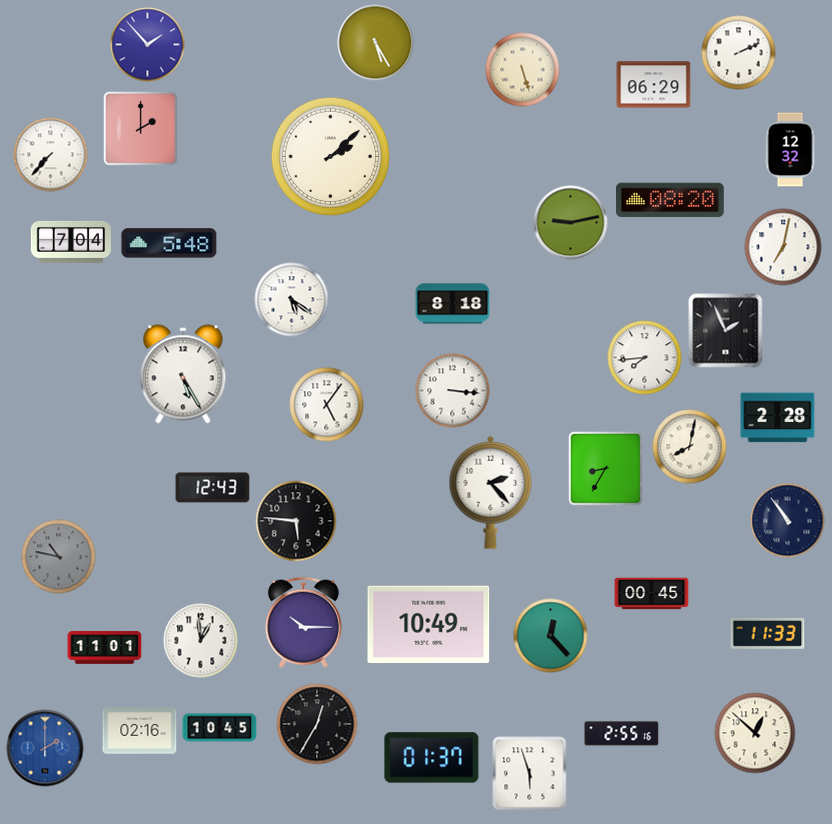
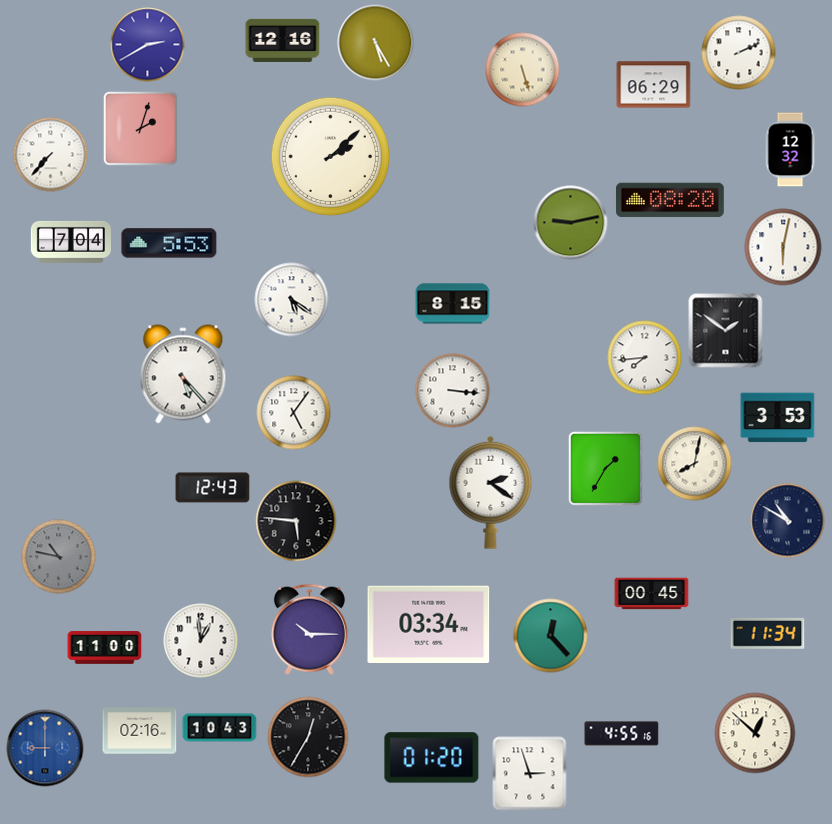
clock at (283, 40): none -> 12:16
clock at (148, 45): 1:53 -> 2:40
clock at (140, 128): 2:00 -> 2:03
clock at (169, 243): 5:48 -> 5:53
clock at (783, 247): 7:02 -> 6:02
clock at (453, 304): 8:18 -> 8:15
clock at (726, 331): 1:56 -> 1:51
clock at (183, 374): 5:25 -> 5:23
clock at (327, 405) position: (327, 405) -> (294, 413)
clock at (778, 418): 2:28 -> 3:53
clock at (690, 447) position: (690, 447) -> (695, 464)
clock at (605, 468): 8:35 -> 1:35
clock at (491, 492): 2:23 -> 2:21
clock at (788, 521): 10:54 -> 10:50
clock at (303, 622) position: (303, 622) -> (309, 629)
clock at (429, 624): 10:49 -> 03:34
clock at (768, 633): 11:33 -> 11:34
clock at (105, 648): 11:01 -> 11:00
clock at (317, 724) position: (317, 724) -> (308, 737)
clock at (220, 728): 10:45 -> 10:43
clock at (622, 734): 2:55 -> 4:55
clock at (45, 748): 2:00 -> 9:00
clock at (432, 758): 01:37 -> 01:20
clock at (530, 774): 5:57 -> 2:57
